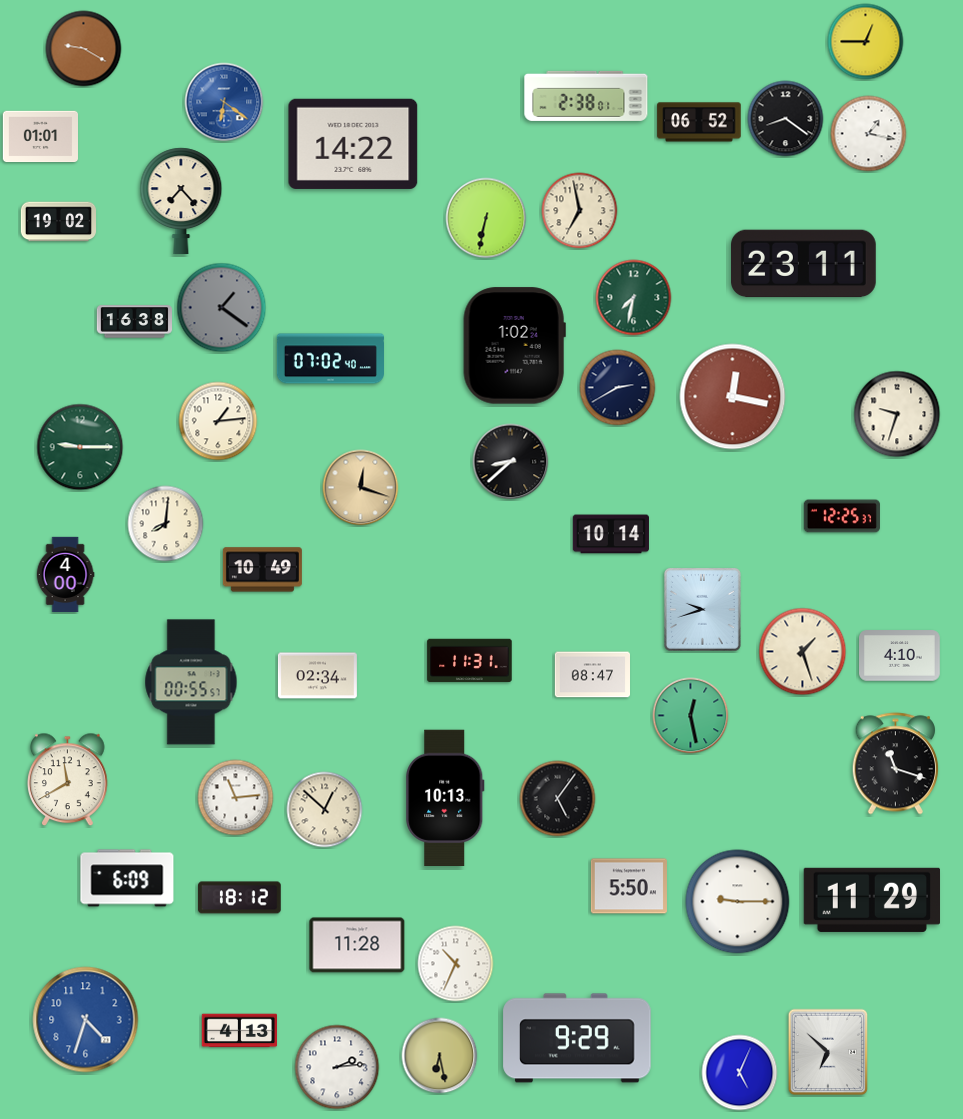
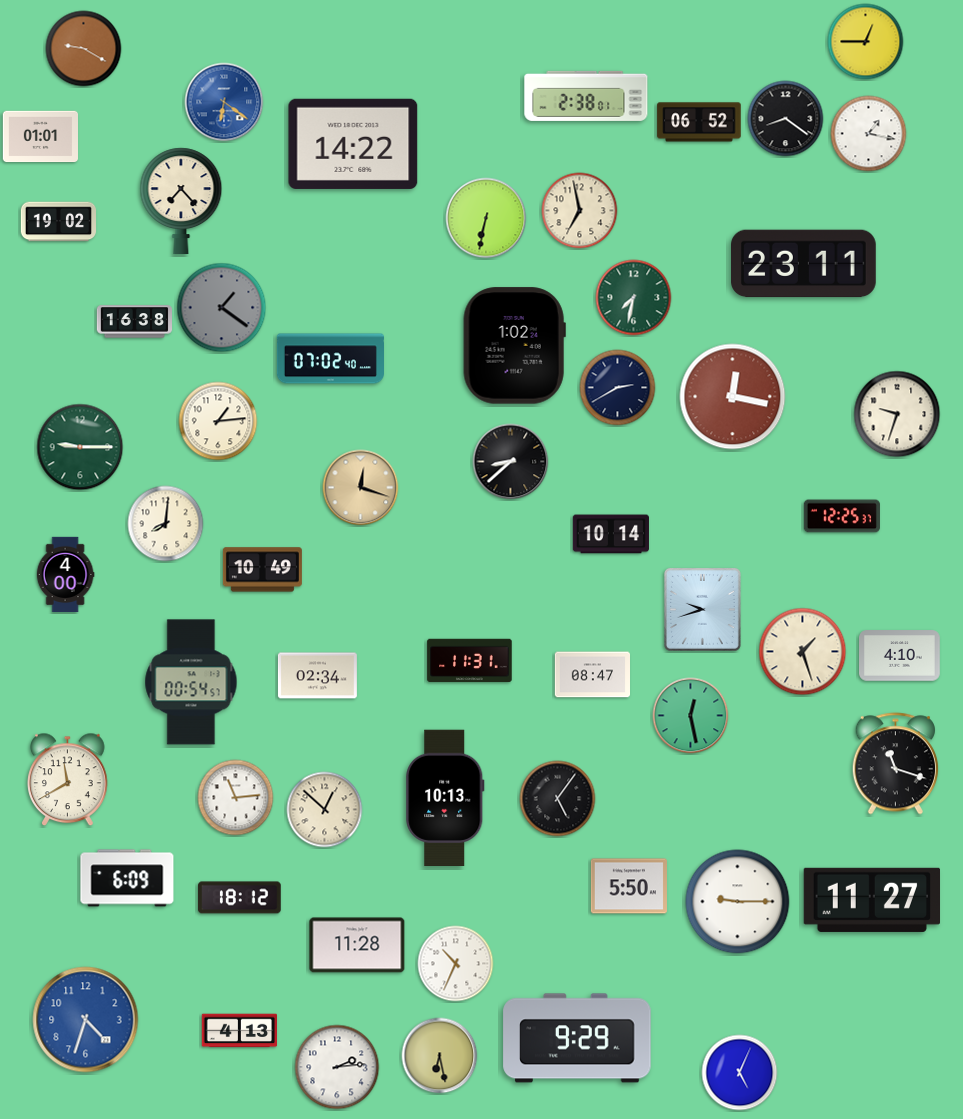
clock at (191, 682): 00:55 -> 00:54
clock at (871, 900): 11:29 -> 11:27
clock at (828, 1052): 6:52 -> none
